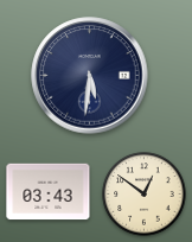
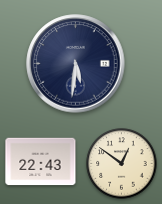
clock at (49, 192): 03:43 -> 22:43
